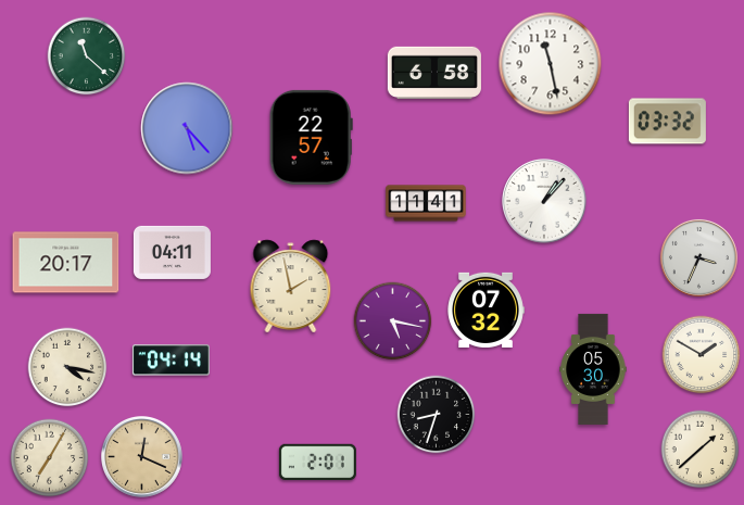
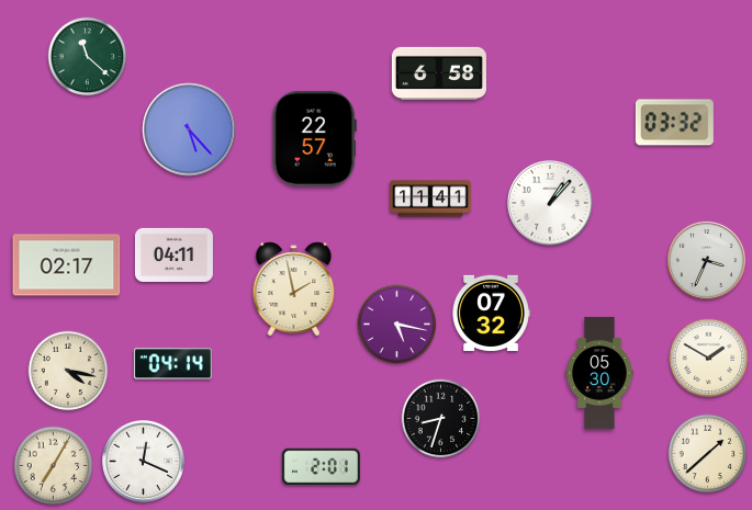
clock at (551, 64): 11:28 -> none
clock at (426, 203) position: (426, 203) -> (430, 199)
clock at (66, 263): 20:17 -> 02:17
clock at (142, 457) dial: champagne -> white
clock at (50, 458) position: (50, 458) -> (54, 466)
